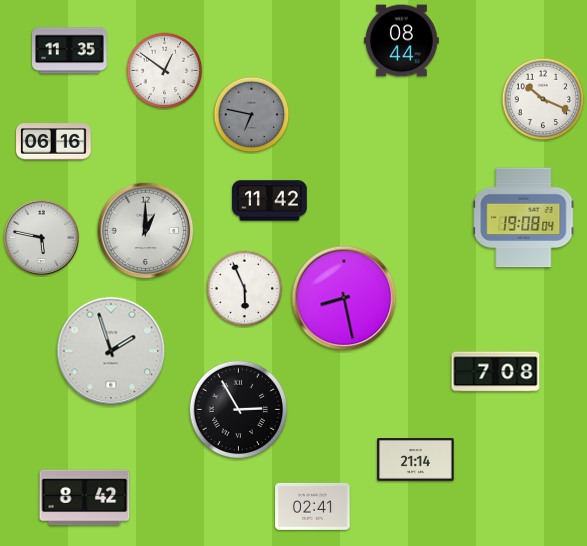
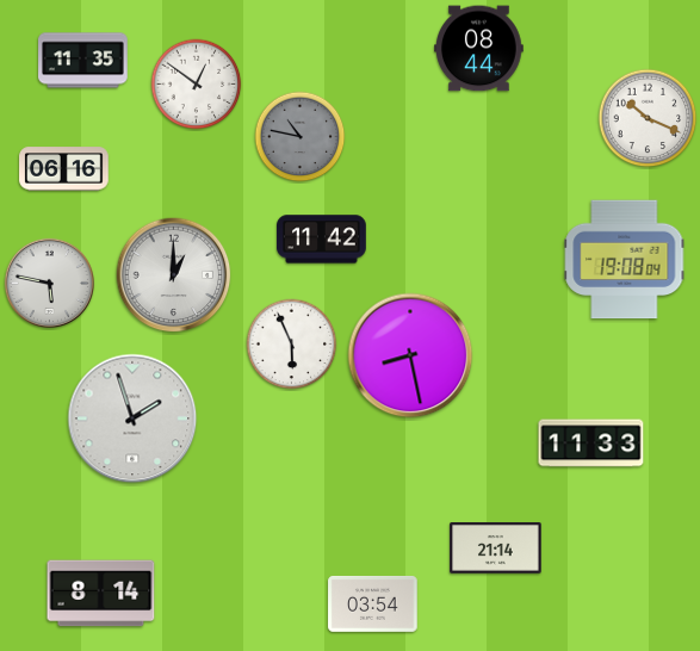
clock at (252, 115): 6:47 -> 10:47
clock at (496, 372): 7:08 -> 11:33
clock at (239, 410): 2:55 -> none
clock at (85, 498): 8:42 -> 8:14
clock at (313, 506): 02:41 -> 03:54
